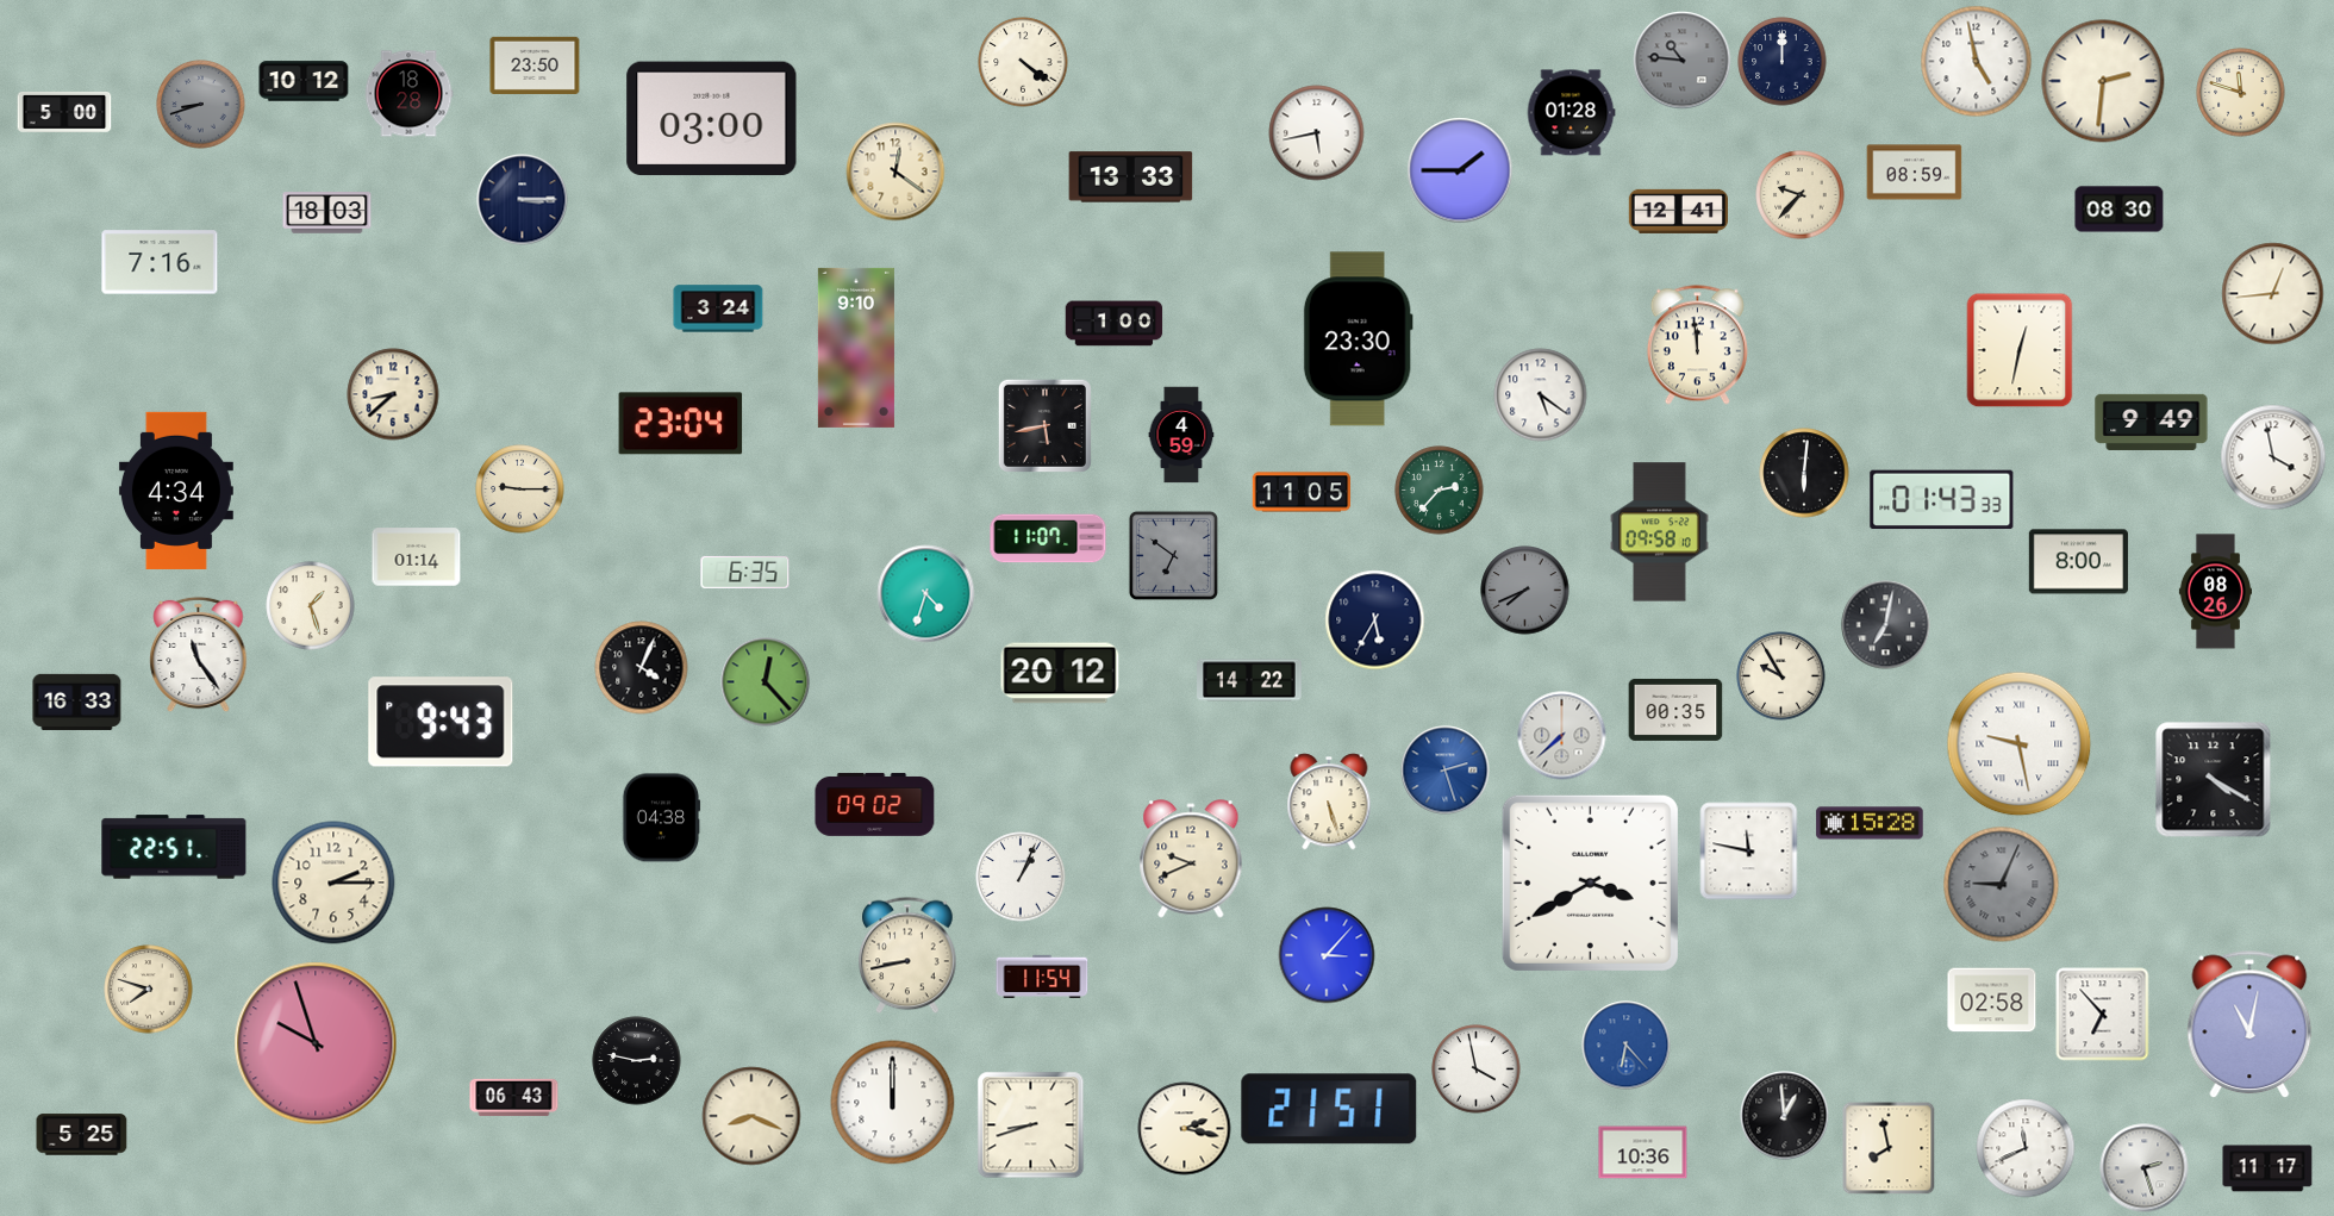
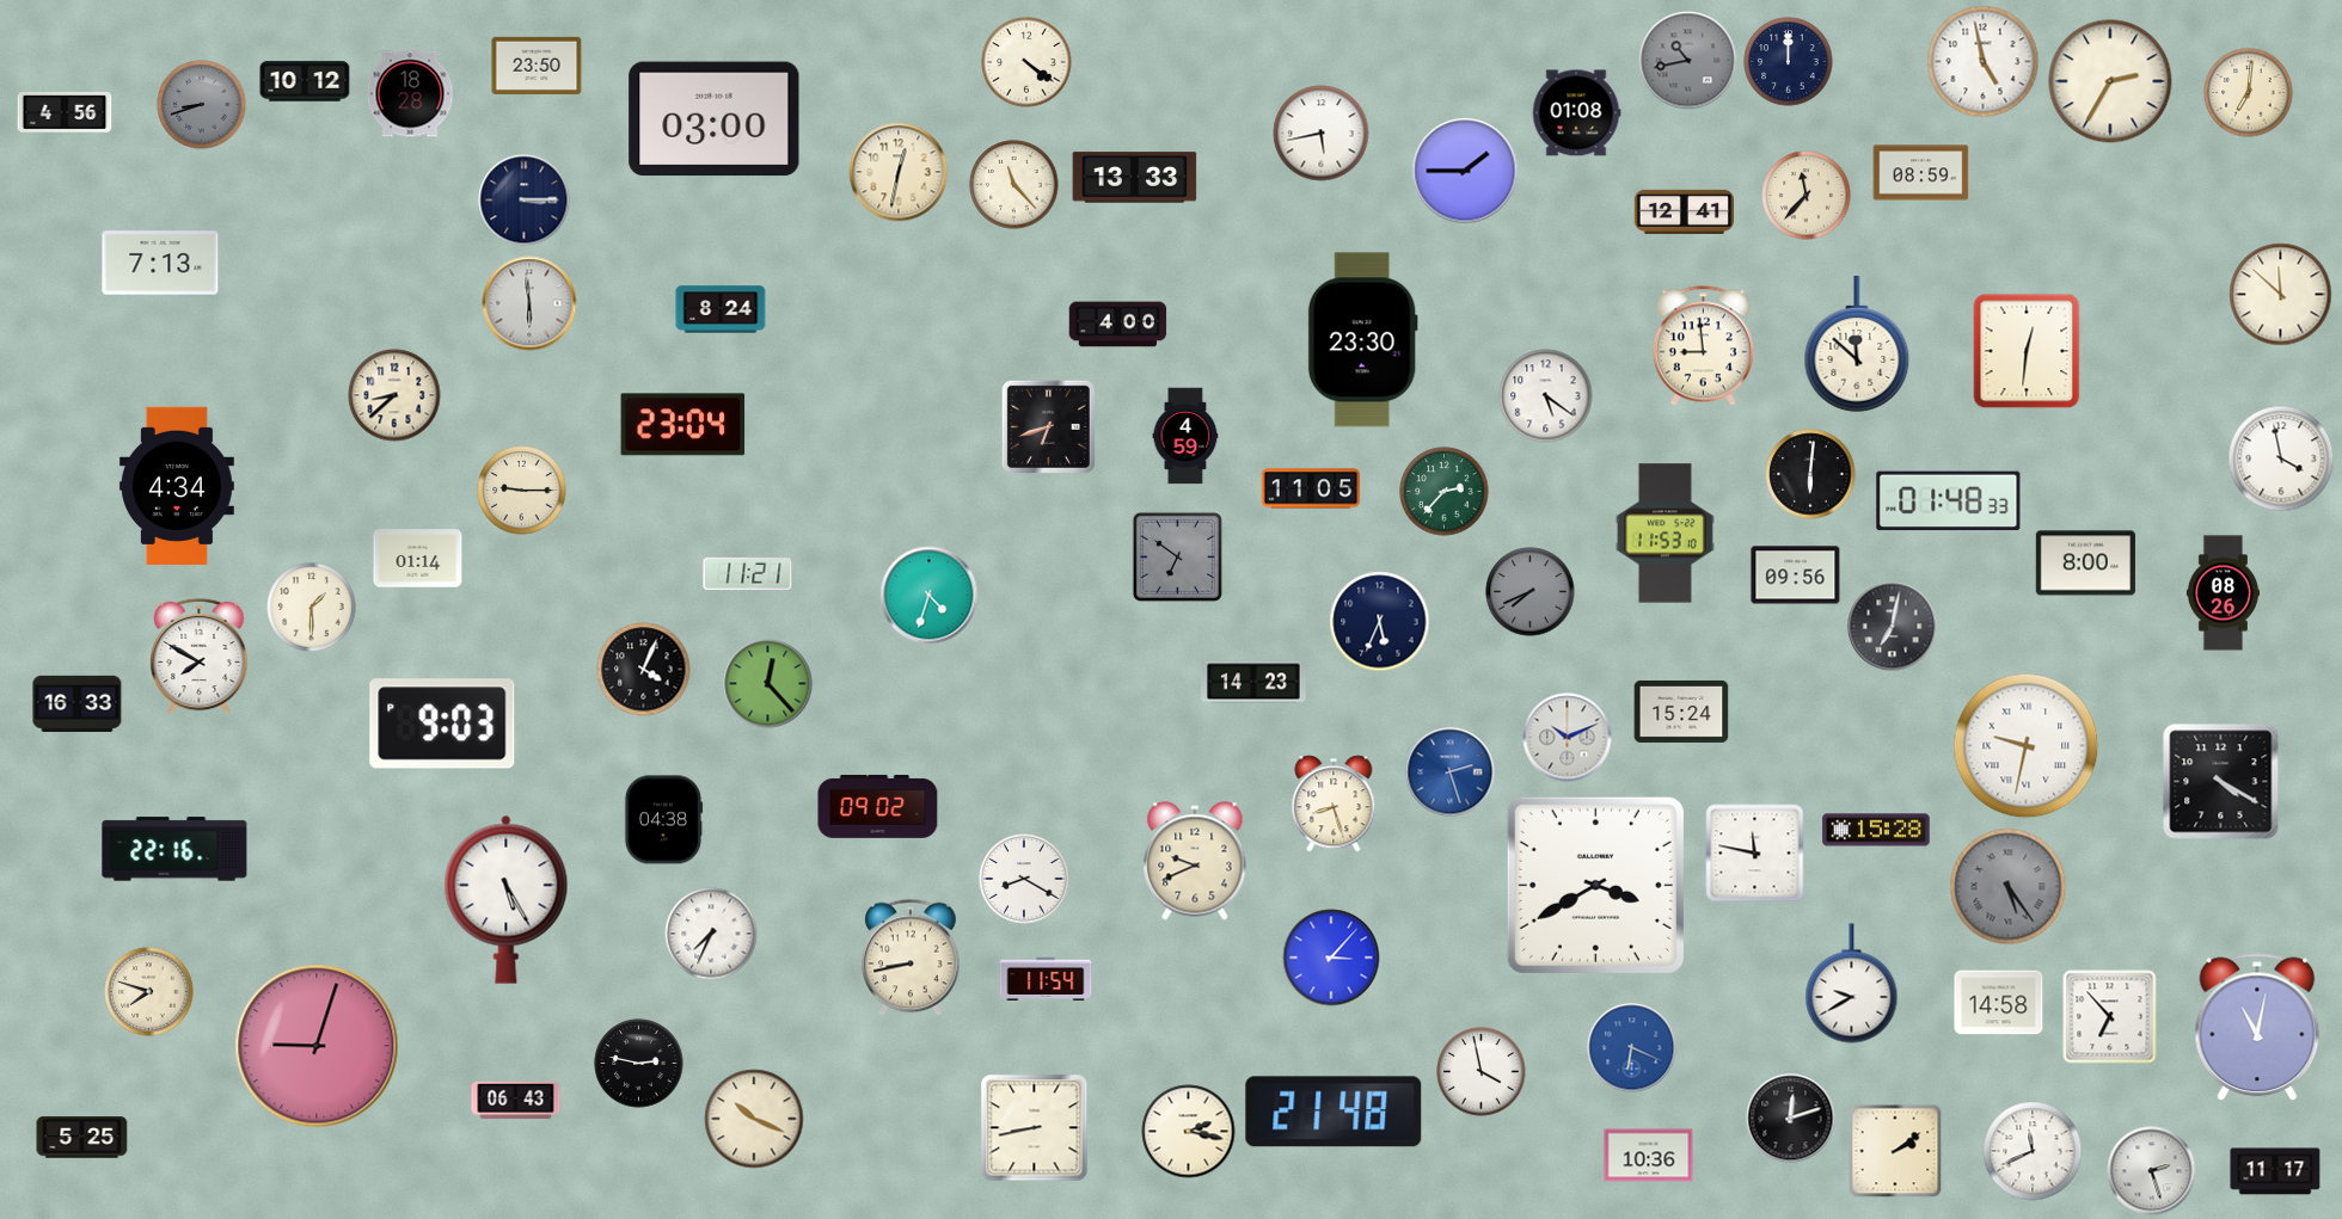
clock at (1683, 61): 10:46 -> 10:43
clock at (2103, 81): 2:31 -> 2:35
clock at (2241, 93): 11:48 -> 7:01
clock at (64, 112): 5:00 -> 4:56
clock at (1571, 113): 01:28 -> 01:08
clock at (895, 172): 12:21 -> 12:32
clock at (1014, 185): none -> 11:23
clock at (1801, 195): 9:37 -> 11:37
clock at (2120, 210): 08:30 -> none
clock at (327, 213): 18:03 -> none
clock at (160, 262): 7:16 -> 7:13
clock at (2273, 294): 12:44 -> 11:52
clock at (529, 303): none -> 5:59
clock at (718, 308): 3:24 -> 8:24
clock at (1115, 324): 1:00 -> 4:00
clock at (1857, 344): none -> 11:52
clock at (1697, 345): 11:59 -> 8:59
clock at (856, 348): 9:10 -> none
clock at (2020, 350): 12:32 -> 12:31
clock at (2152, 422): 9:49 -> none
clock at (1044, 425): 5:43 -> 6:42
clock at (176, 491) position: (176, 491) -> (177, 486)
clock at (1302, 492) position: (1302, 492) -> (1311, 488)
clock at (1942, 500): 01:43 -> 01:48
clock at (1660, 532): 09:58 -> 11:53
clock at (1048, 538): 11:07 -> none
clock at (745, 572): 6:35 -> 11:21
clock at (1796, 575): none -> 09:56
clock at (311, 606): 1:27 -> 1:30
clock at (1375, 621): 5:35 -> 5:34
clock at (199, 655): 11:24 -> 7:50
clock at (1060, 673): 20:12 -> none
clock at (1781, 676): 9:55 -> none
clock at (1249, 680): 14:22 -> 14:23
clock at (1675, 710): 00:35 -> 15:24
clock at (441, 722): 9:43 -> 9:03
clock at (1562, 736): 7:38 -> 10:11
clock at (2020, 744): 9:28 -> 9:32
clock at (1329, 802): 5:27 -> 8:27
clock at (1870, 823) position: (1870, 823) -> (1876, 830)
clock at (174, 847): 22:51 -> 22:16
clock at (1021, 877): 1:04 -> 8:20
clock at (333, 883): 2:15 -> none
clock at (2002, 885): 9:04 -> 5:24
clock at (507, 899): none -> 5:25
clock at (711, 934): none -> 7:34
clock at (1852, 984): none -> 9:40
clock at (1992, 1000): 02:58 -> 14:58
clock at (316, 1043): 9:57 -> 9:03
clock at (1627, 1046): 6:23 -> 6:19
clock at (893, 1103): 12:00 -> none
clock at (1329, 1109): 21:51 -> 21:48
clock at (751, 1116): 8:19 -> 10:19
clock at (1785, 1116): 12:59 -> 12:12
clock at (1031, 1125): 8:42 -> 8:43
clock at (1889, 1148): 7:58 -> 2:09
